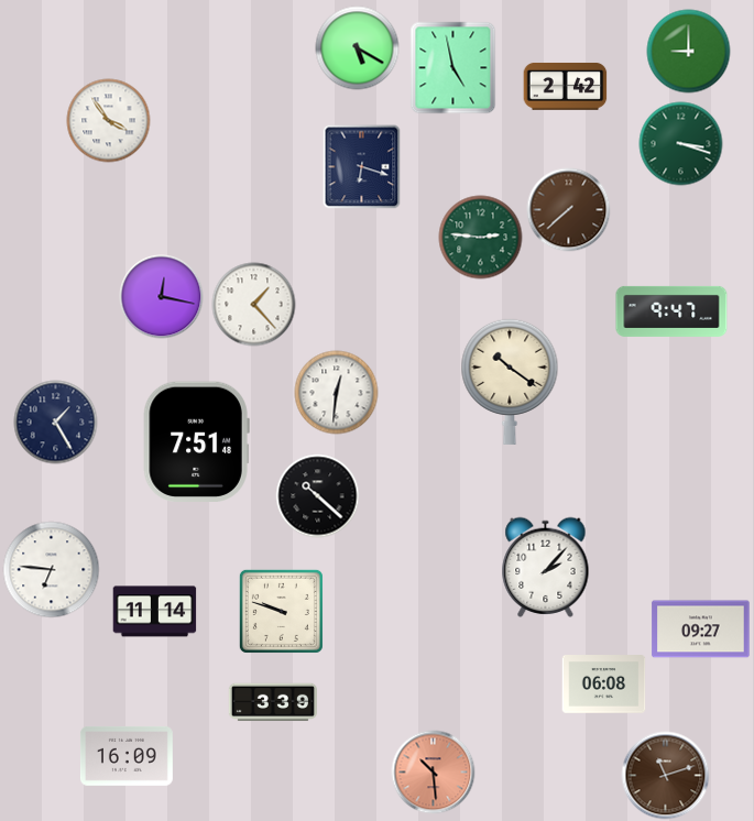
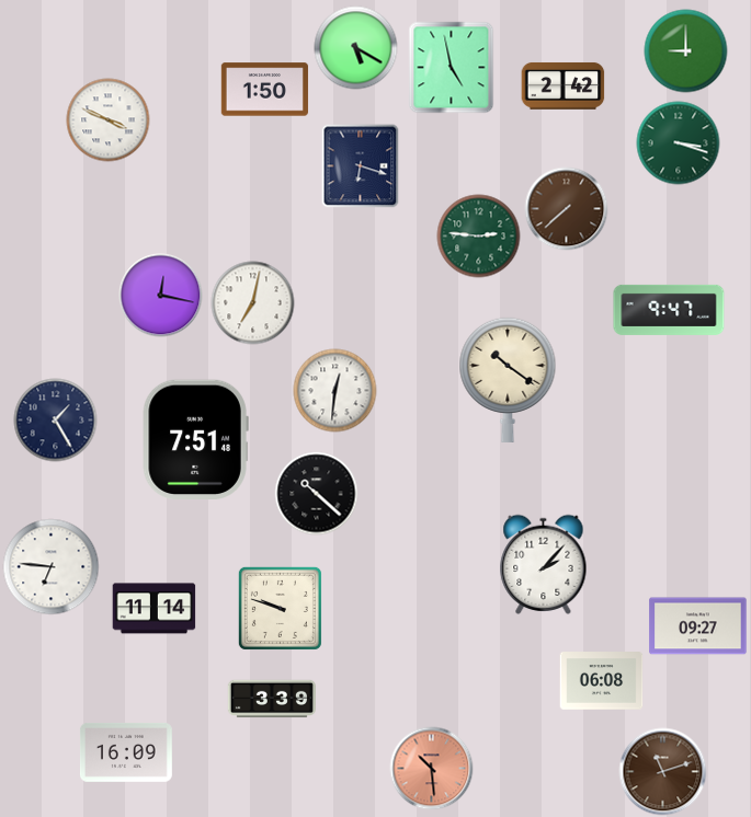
clock at (264, 90): none -> 1:50
clock at (109, 121): 3:54 -> 3:49
clock at (254, 305): 1:23 -> 7:02
